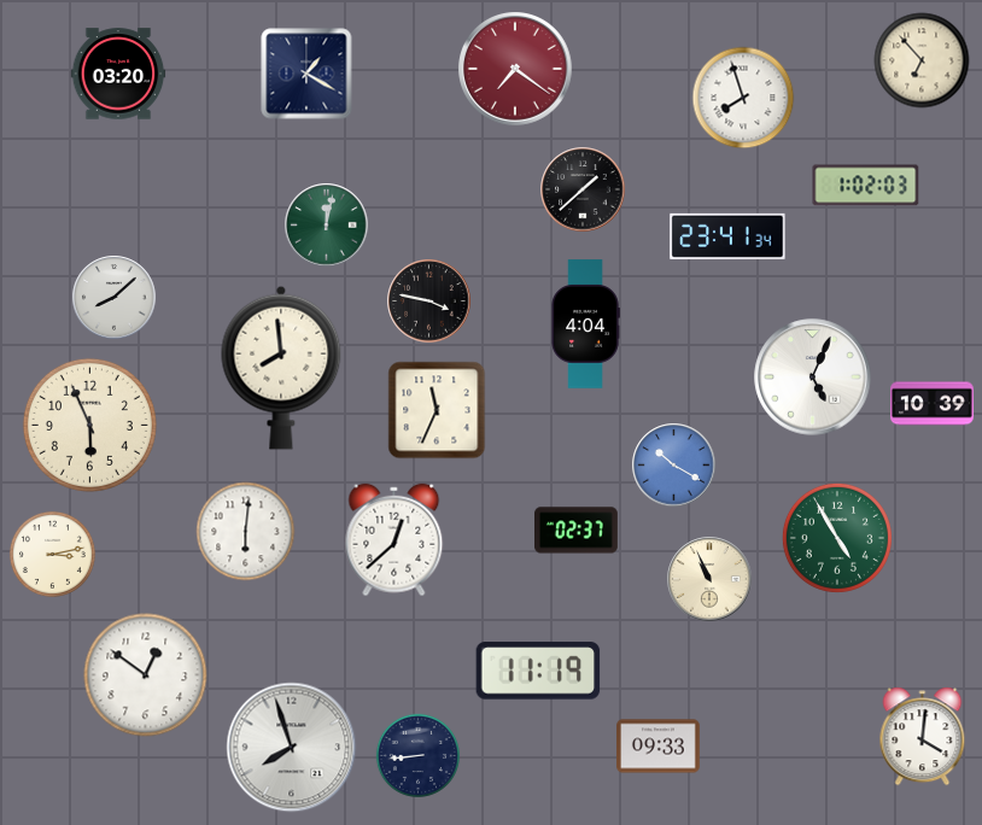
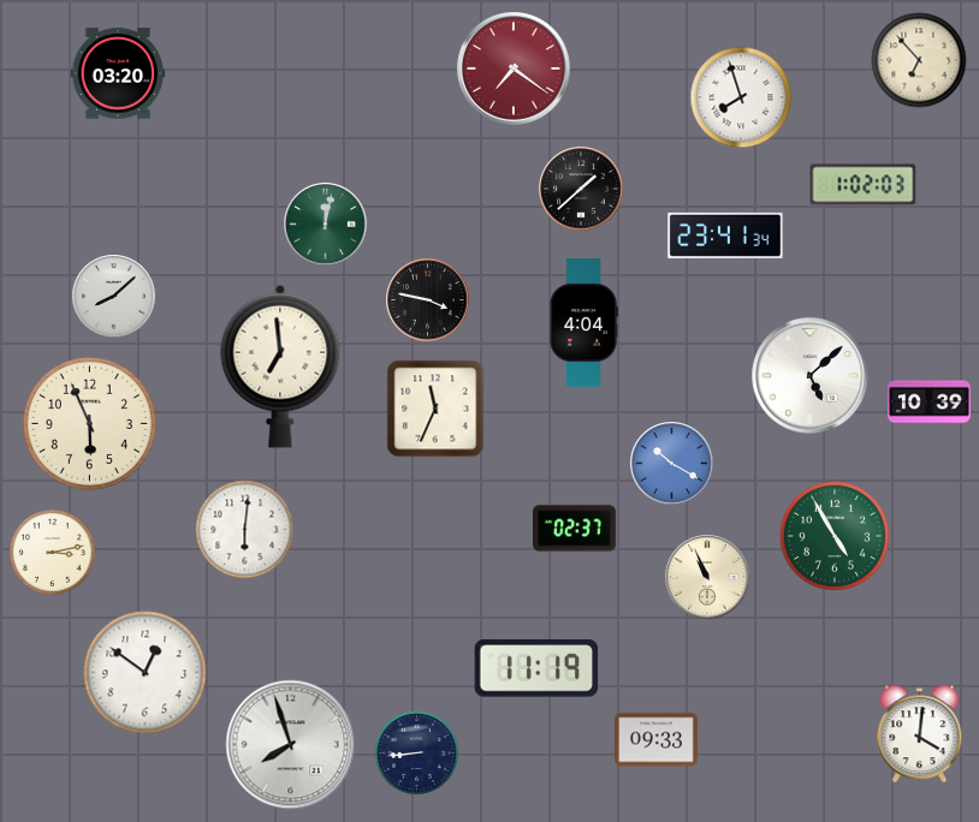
clock at (306, 74): 1:20 -> none
clock at (281, 368): 7:59 -> 6:59
clock at (813, 378): 5:04 -> 5:08
clock at (394, 540): 12:38 -> none
clock at (659, 747) position: (659, 747) -> (657, 740)
